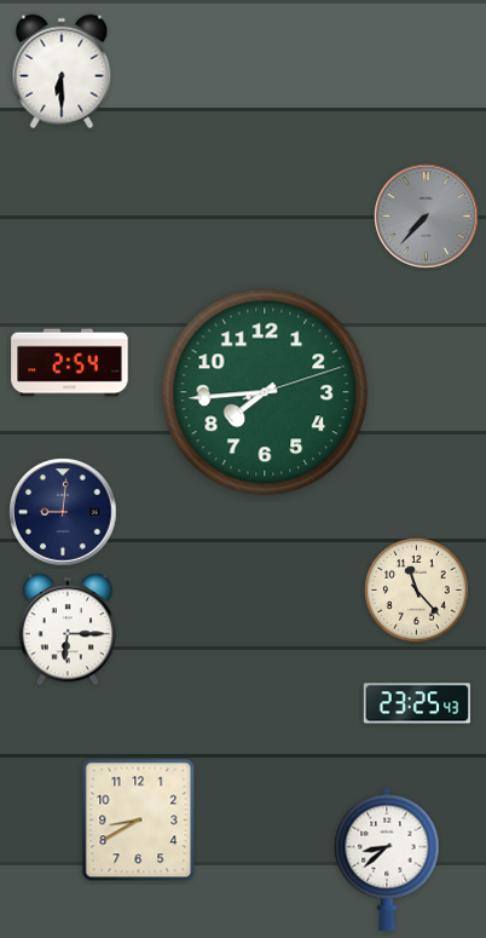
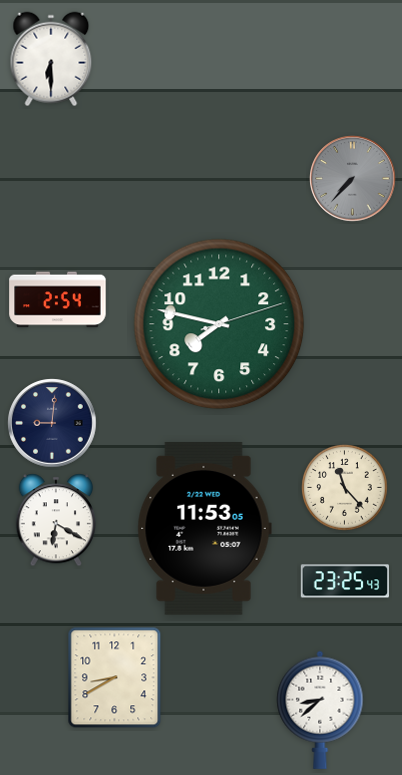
clock at (265, 392): 7:44 -> 7:47
clock at (66, 629): 6:15 -> 6:20
clock at (204, 528): none -> 11:53
